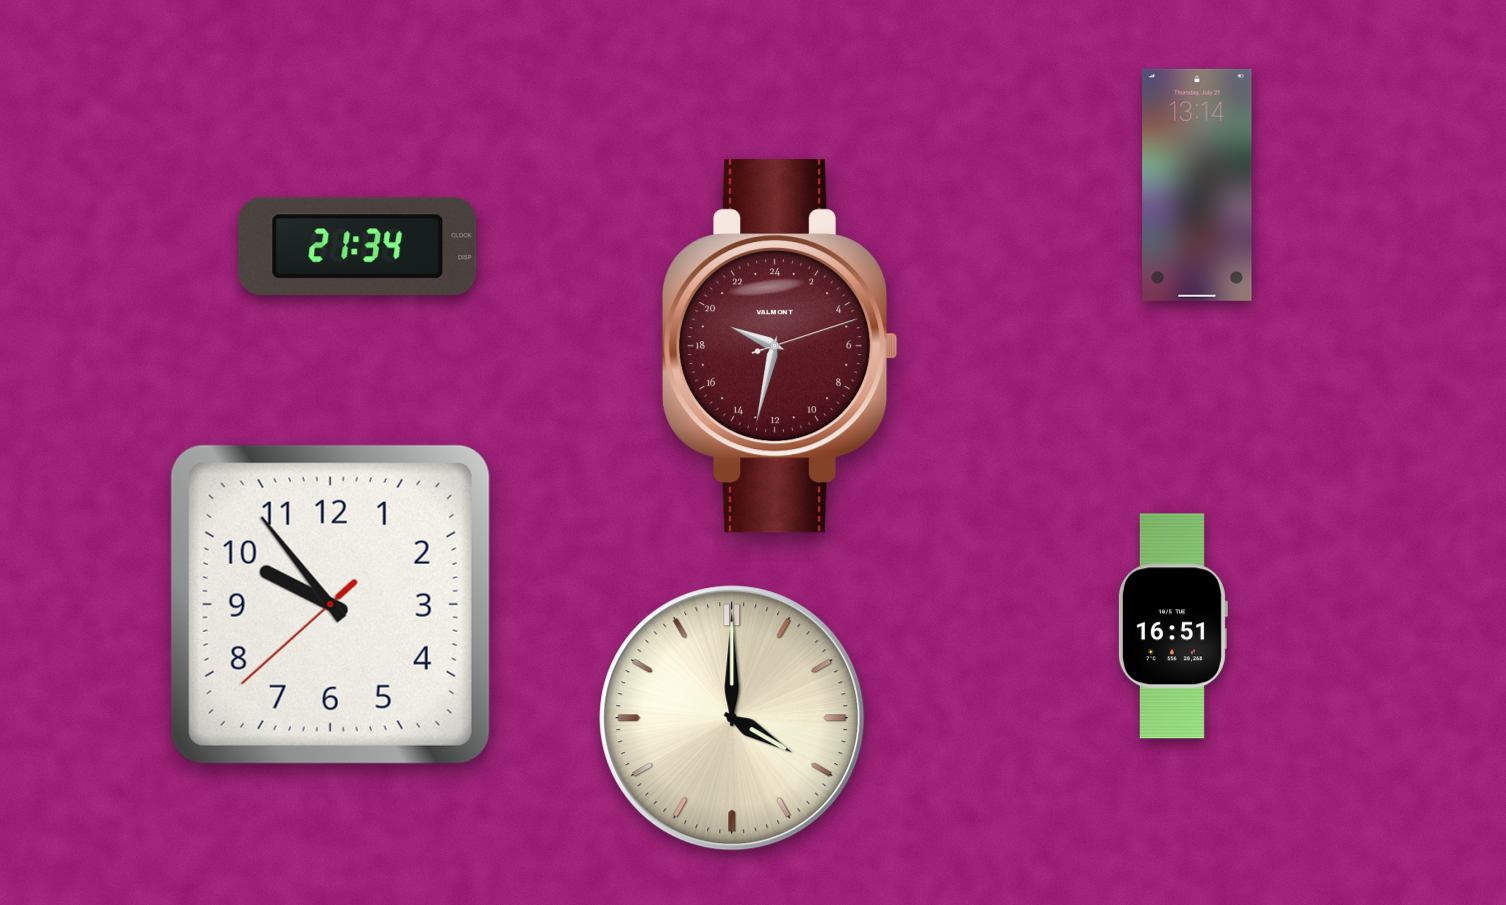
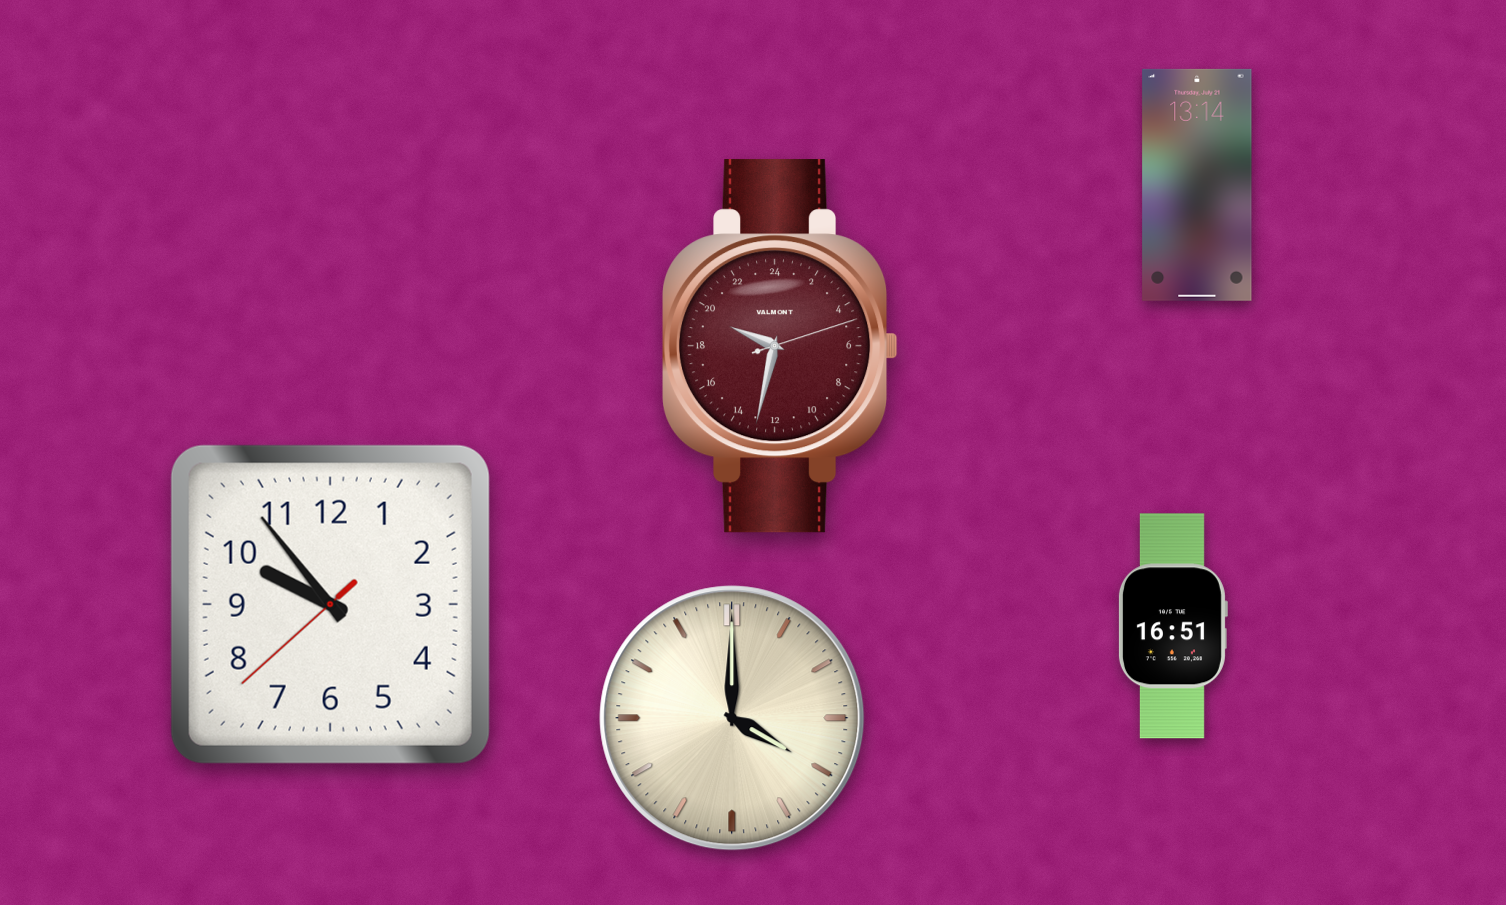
clock at (358, 246): 21:34 -> none
